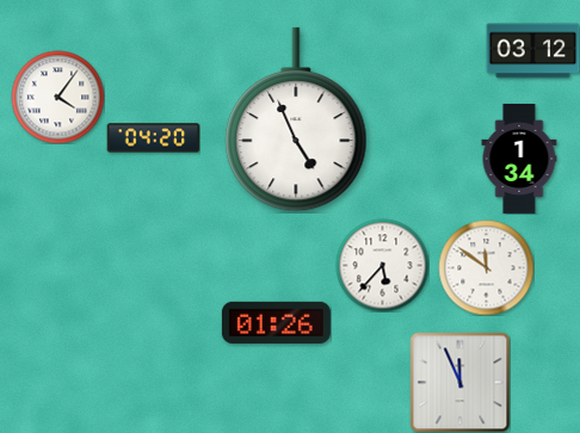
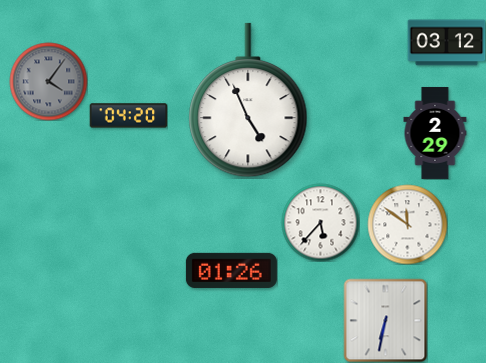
clock at (57, 97) dial: white -> grey
clock at (519, 159): 1:34 -> 2:29
clock at (459, 382): 11:56 -> 6:32
